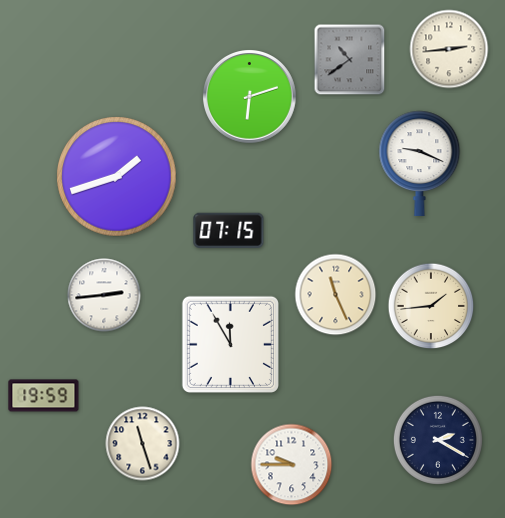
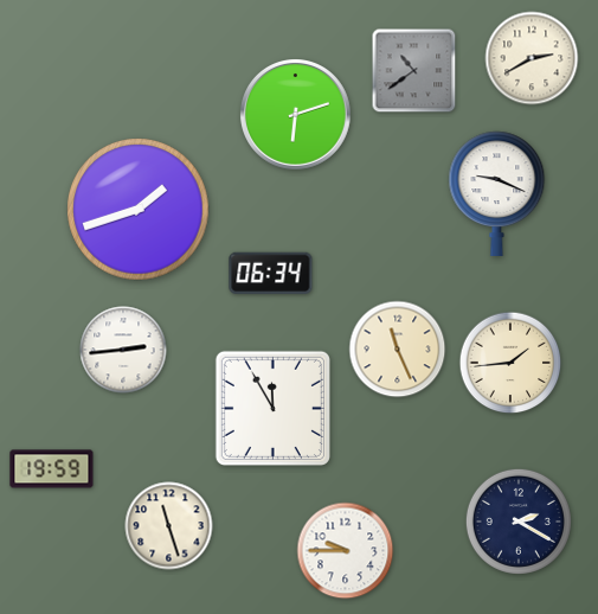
clock at (449, 49): 2:44 -> 2:40
clock at (229, 230): 07:15 -> 06:34
